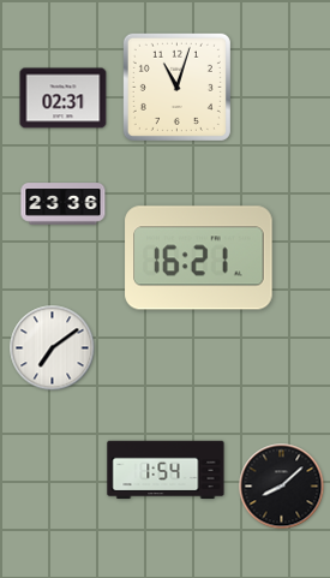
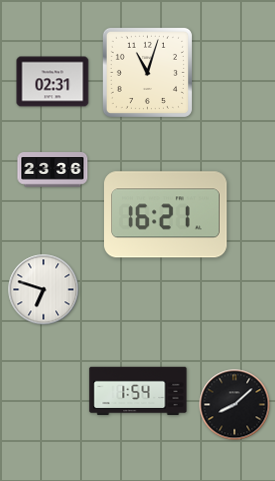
clock at (53, 348): 7:09 -> 6:48
